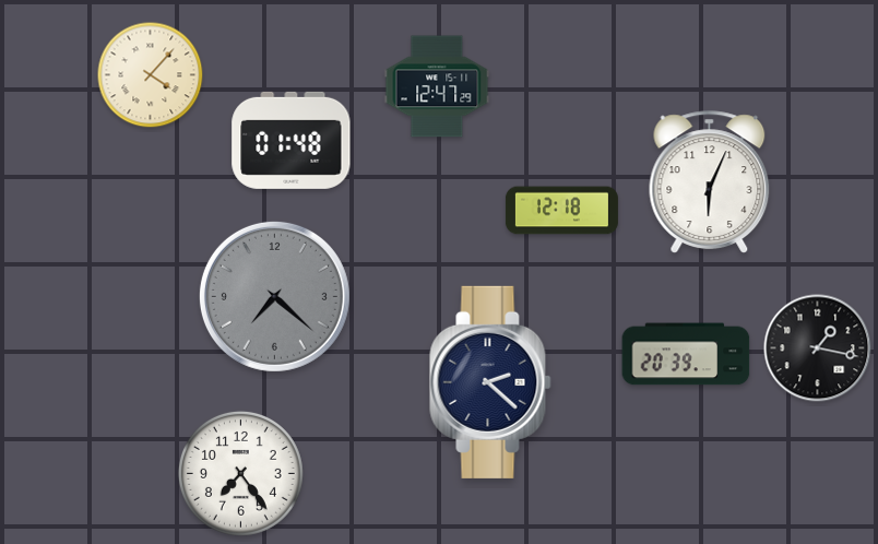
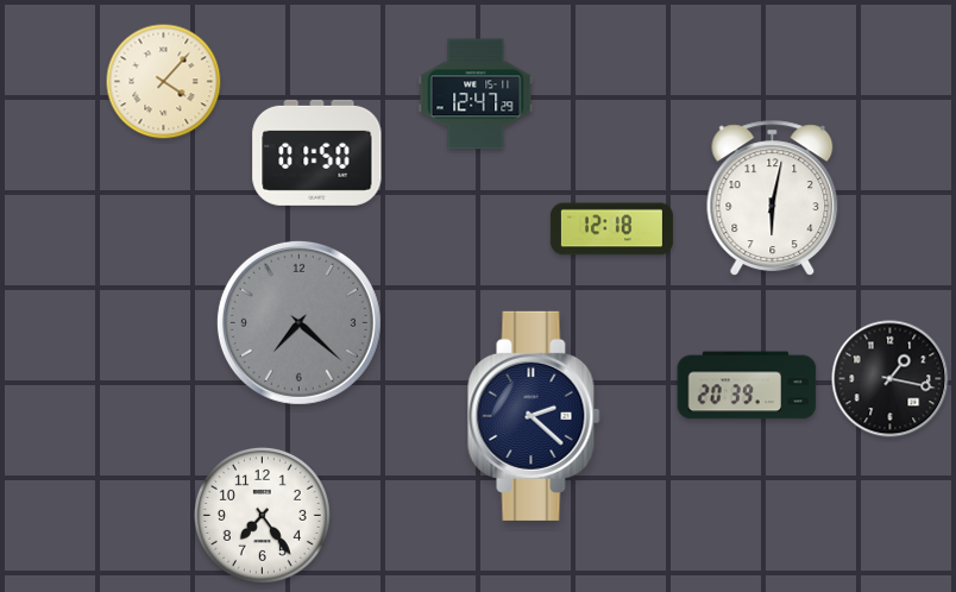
clock at (292, 140): 01:48 -> 01:50
clock at (710, 182): 6:04 -> 6:02
